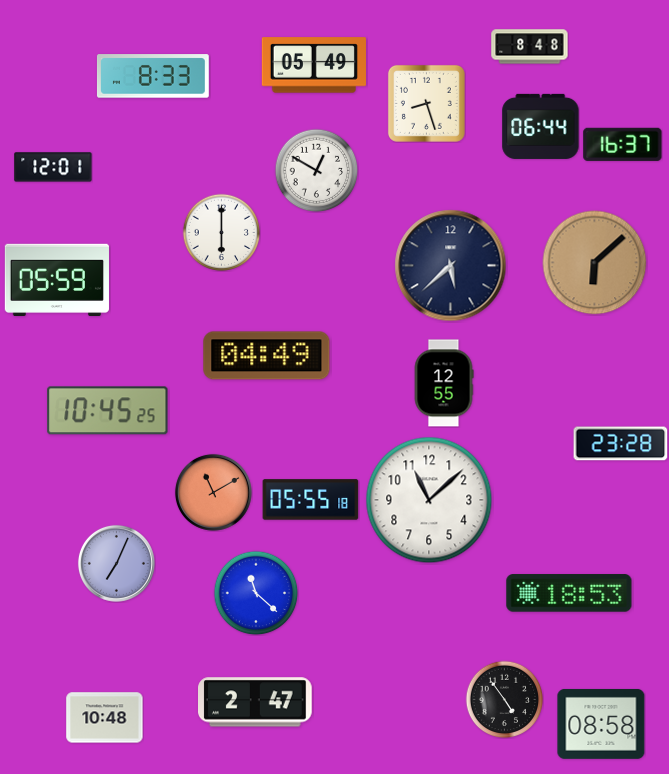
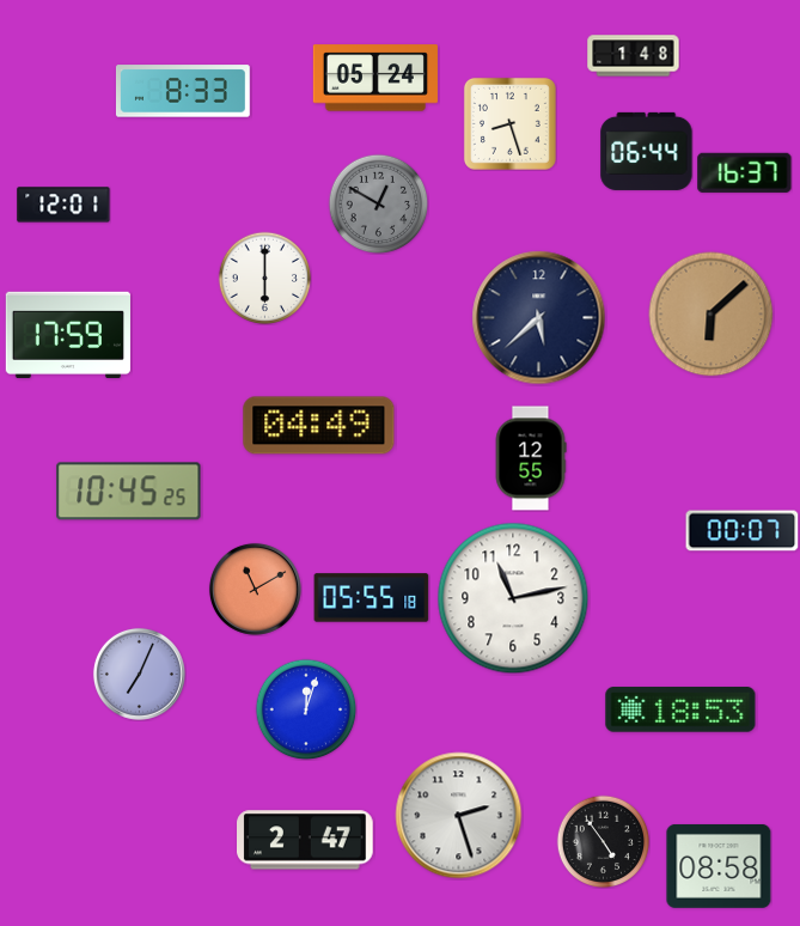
clock at (530, 47): 8:48 -> 1:48
clock at (314, 65): 05:49 -> 05:24
clock at (53, 167) position: (53, 167) -> (63, 205)
clock at (316, 170) dial: white -> grey
clock at (57, 279): 05:59 -> 17:59
clock at (621, 444): 23:28 -> 00:07
clock at (429, 500): 11:08 -> 11:13
clock at (256, 593): 11:22 -> 12:03
clock at (459, 816): none -> 2:27
clock at (504, 699) position: (504, 699) -> (603, 841)
clock at (105, 718): 10:48 -> none
